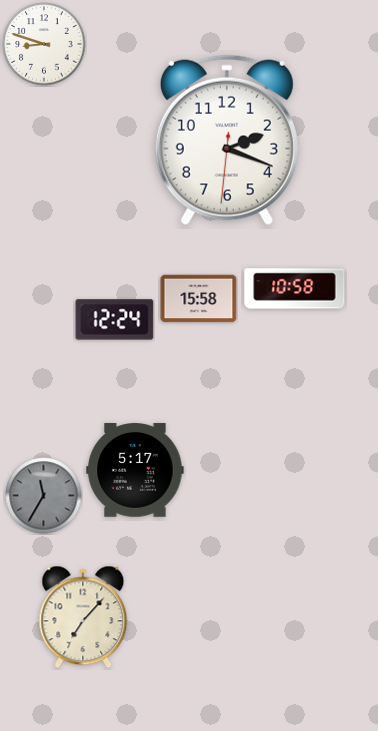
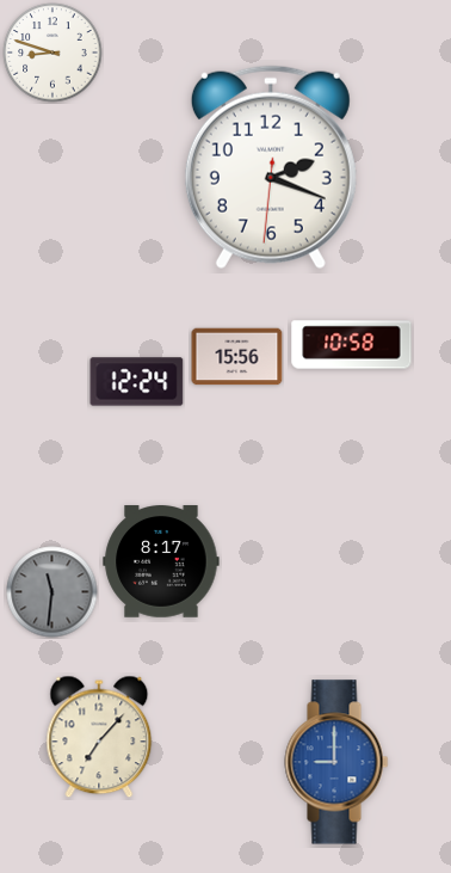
clock at (199, 299): 15:58 -> 15:56
clock at (135, 470): 5:17 -> 8:17
clock at (44, 496): 11:35 -> 11:31
clock at (336, 762): none -> 9:00
